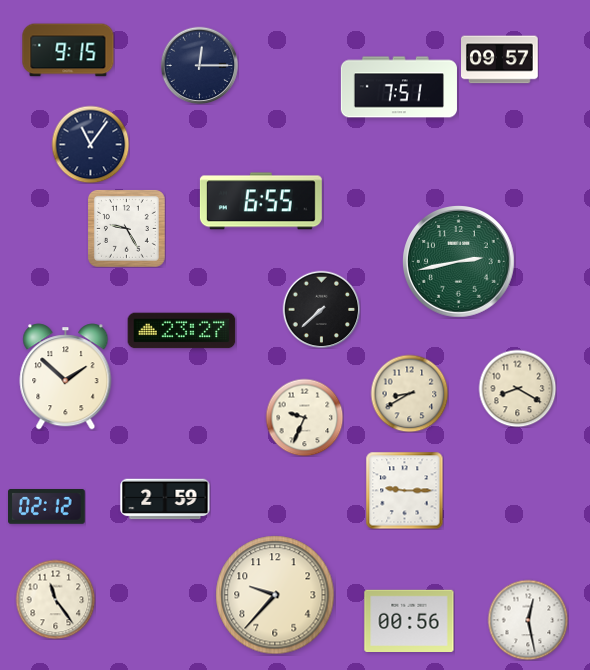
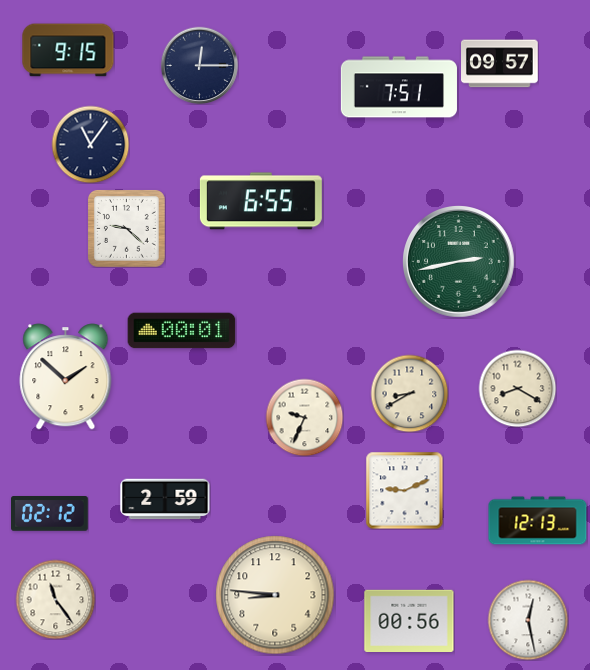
clock at (500, 60) position: (500, 60) -> (500, 64)
clock at (126, 228): 9:25 -> 9:22
clock at (321, 309): 7:38 -> none
clock at (182, 331): 23:27 -> 00:01
clock at (404, 490): 9:15 -> 9:11
clock at (47, 507) position: (47, 507) -> (50, 514)
clock at (538, 521): none -> 12:13
clock at (275, 595): 9:37 -> 8:46
